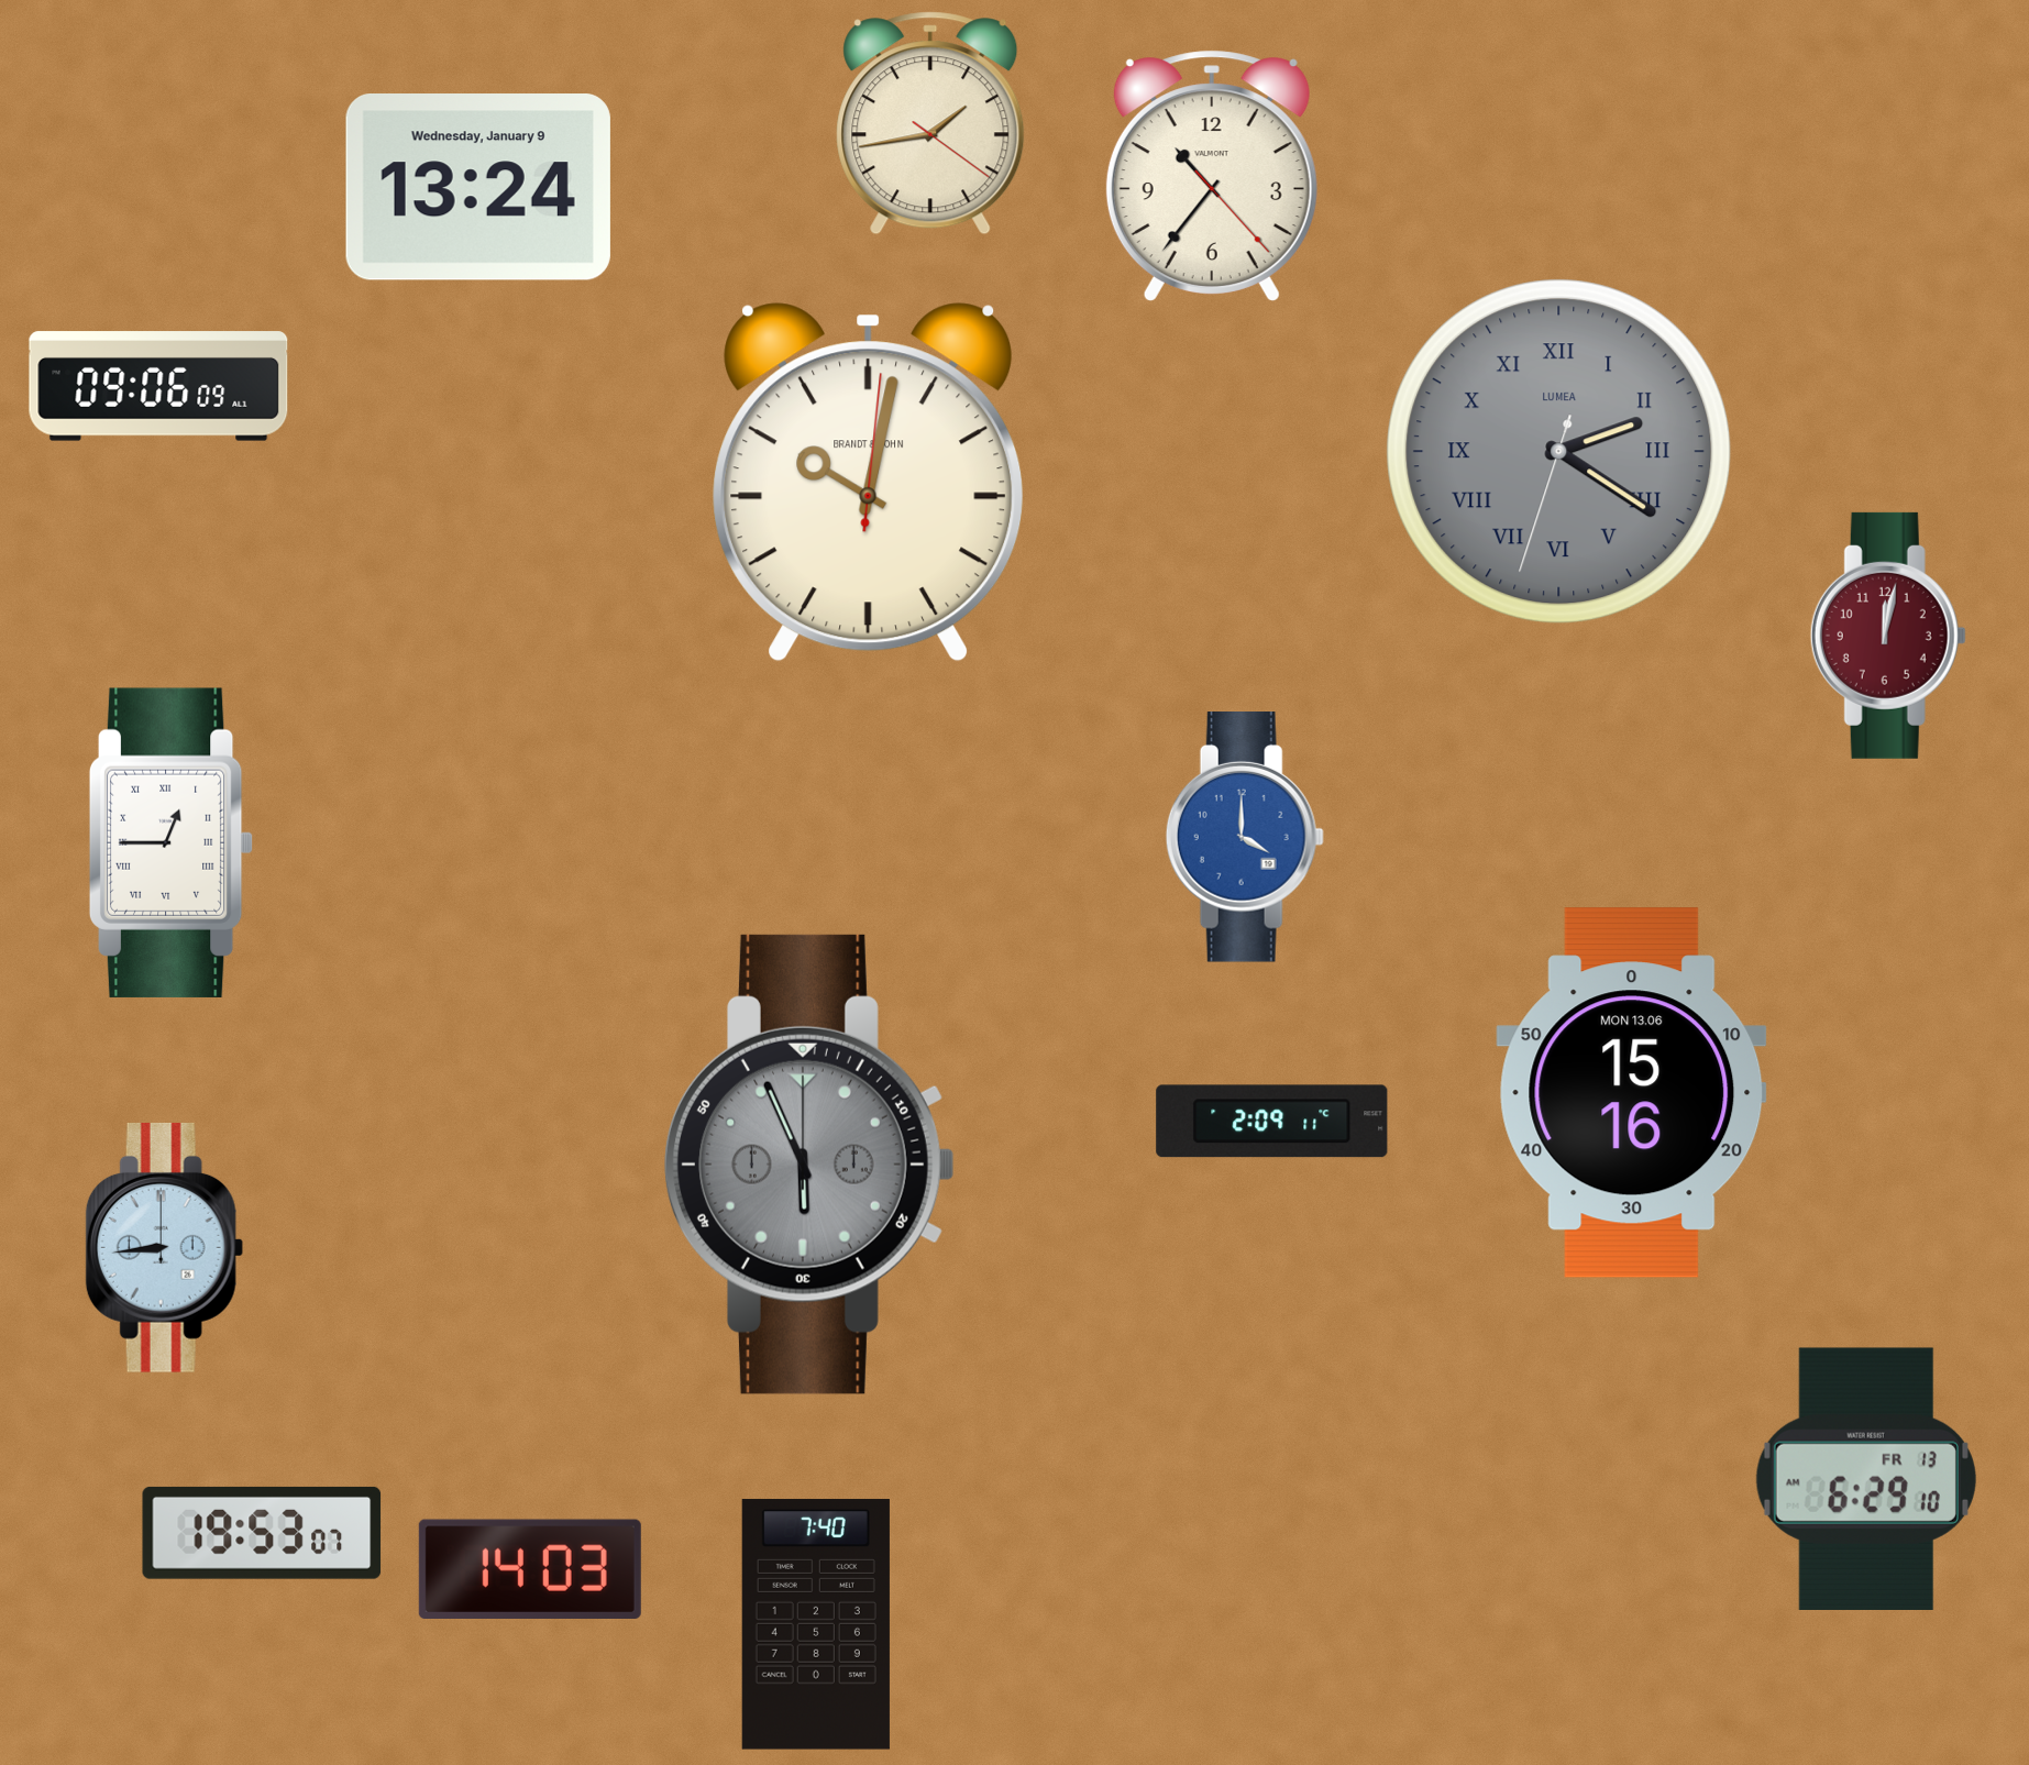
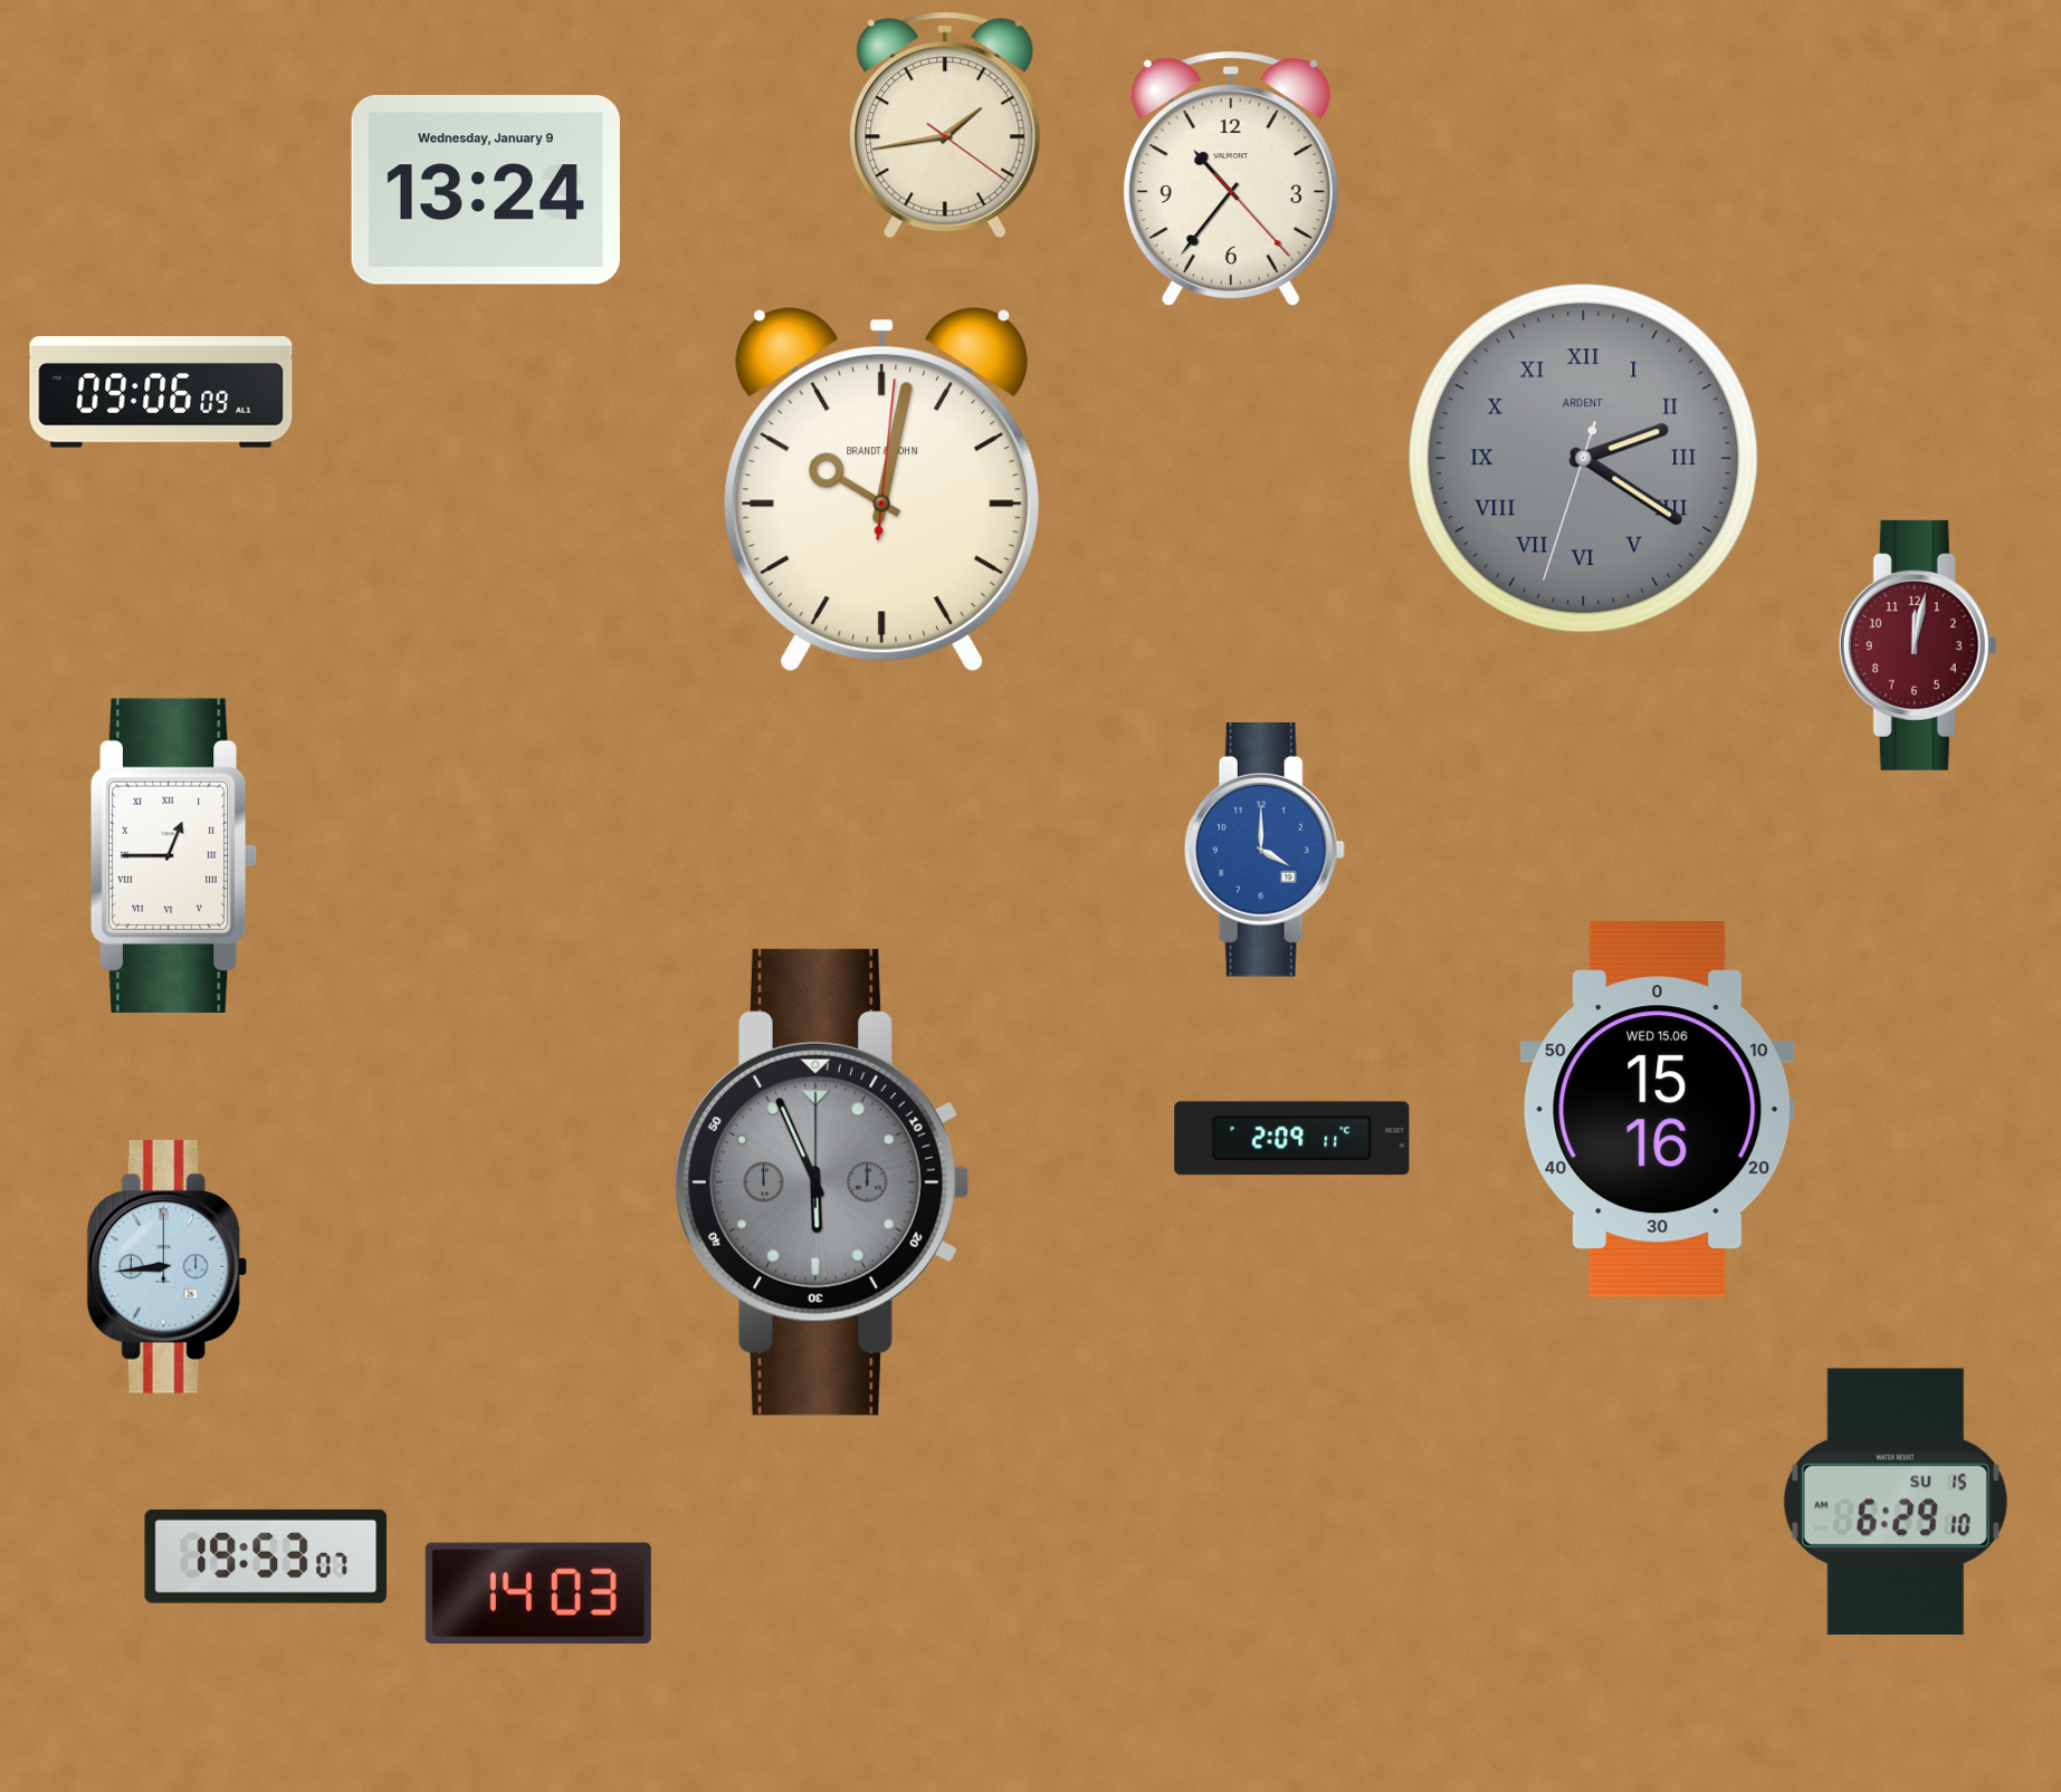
clock at (1559, 452) brand: LUMEA -> ARDENT
clock at (1632, 1093) date: MON 13.06 -> WED 15.06
clock at (1866, 1479) date: FR 13 -> SU 15
clock at (816, 1624): 7:40 -> none
